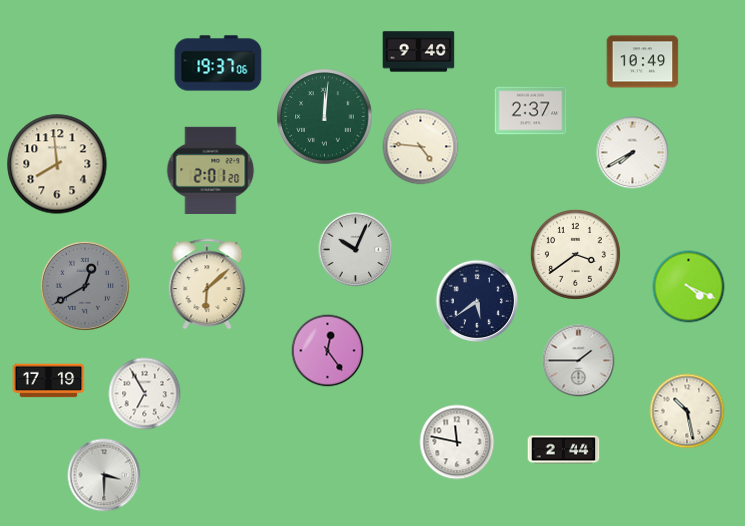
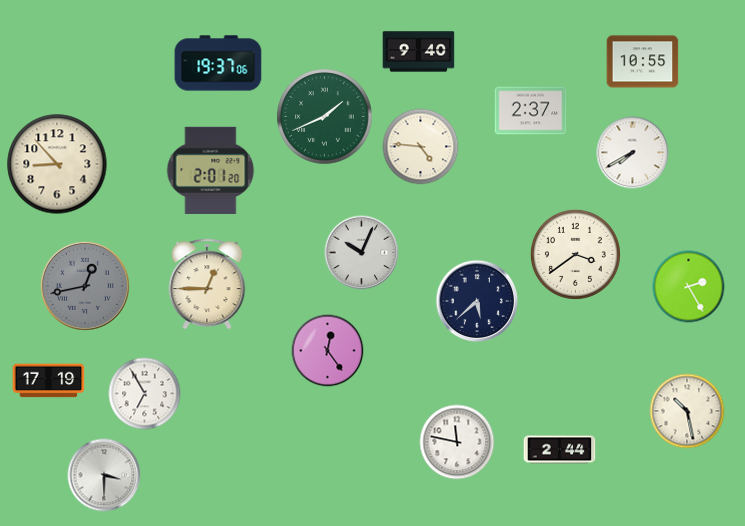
clock at (643, 62): 10:49 -> 10:55
clock at (325, 117): 12:01 -> 1:41
clock at (57, 164): 7:59 -> 8:53
clock at (356, 250) position: (356, 250) -> (362, 253)
clock at (207, 284): 6:08 -> 12:45
clock at (85, 286): 12:40 -> 12:43
clock at (689, 287): 4:19 -> 2:25
clock at (476, 300): 5:39 -> 5:38
clock at (579, 361): 1:45 -> none
clock at (564, 450) position: (564, 450) -> (560, 450)
